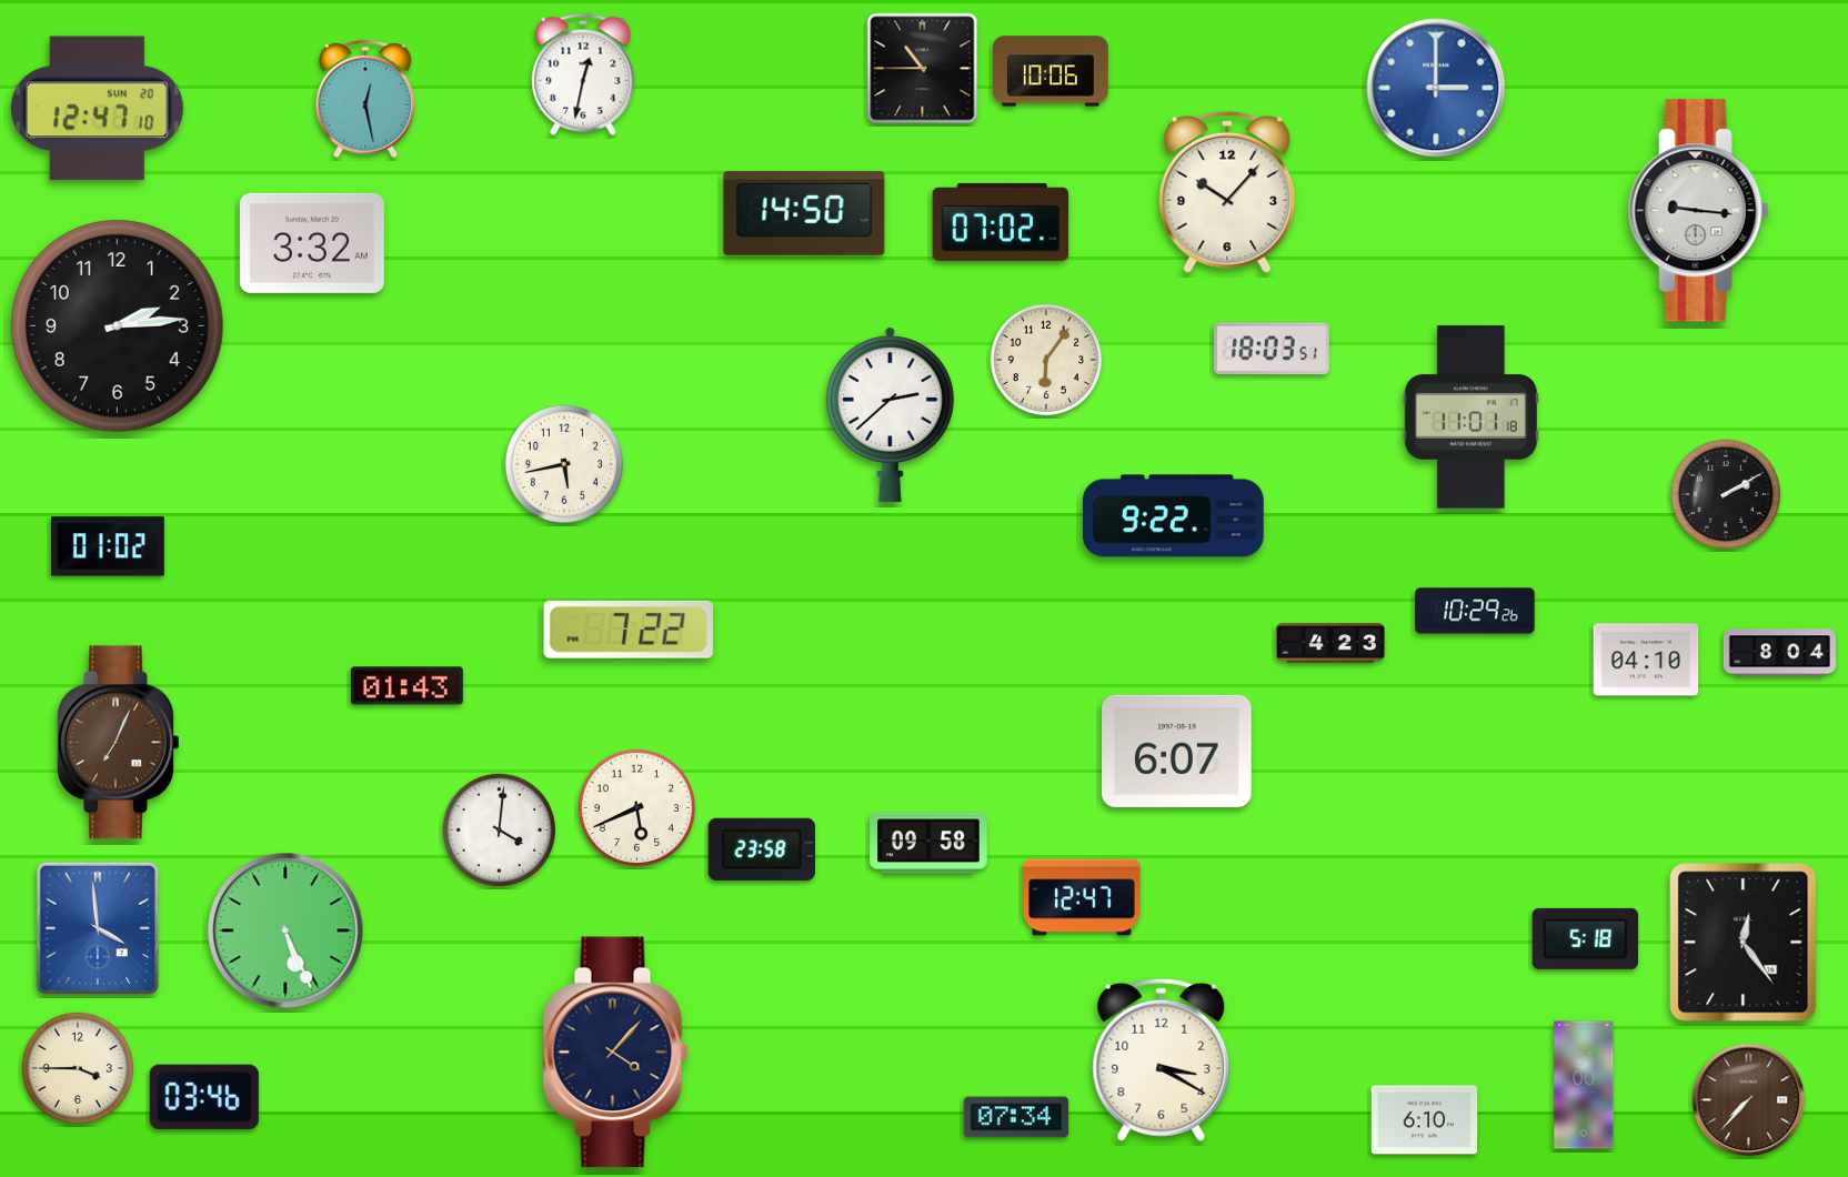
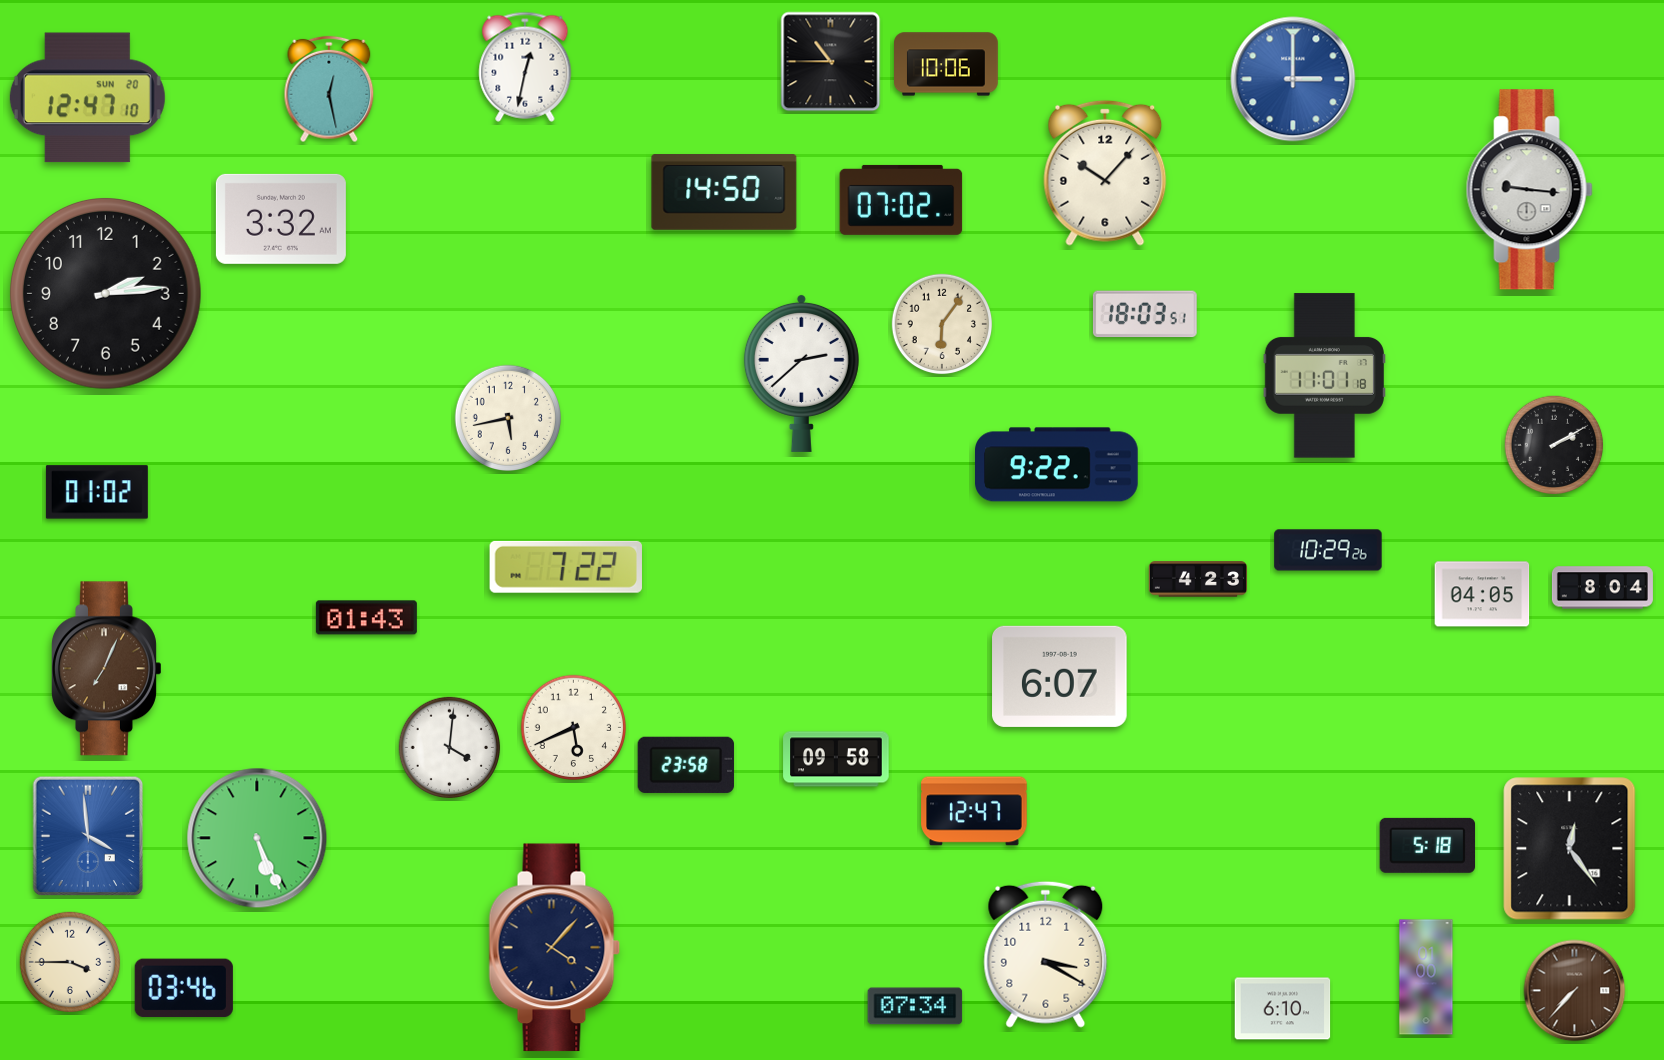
clock at (1646, 660): 04:10 -> 04:05
clock at (1082, 897) position: (1082, 897) -> (974, 811)
